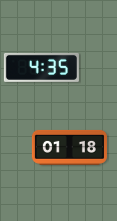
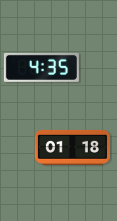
clock at (69, 147) position: (69, 147) -> (72, 147)
